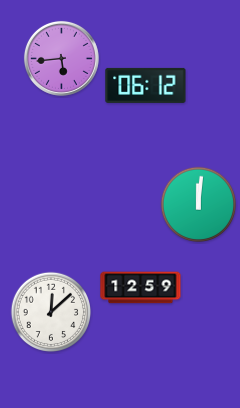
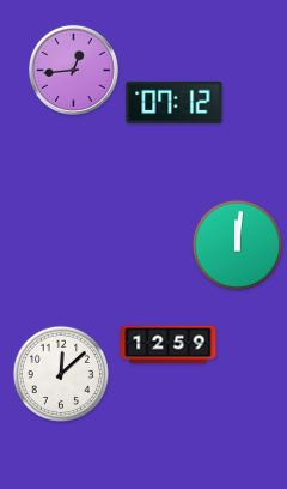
clock at (61, 58): 5:44 -> 12:44
clock at (146, 85): 06:12 -> 07:12
